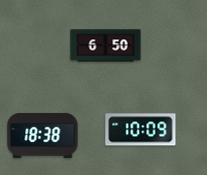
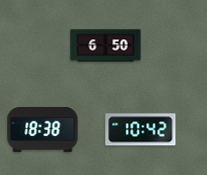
clock at (141, 130): 10:09 -> 10:42
clock at (43, 135) position: (43, 135) -> (43, 129)
